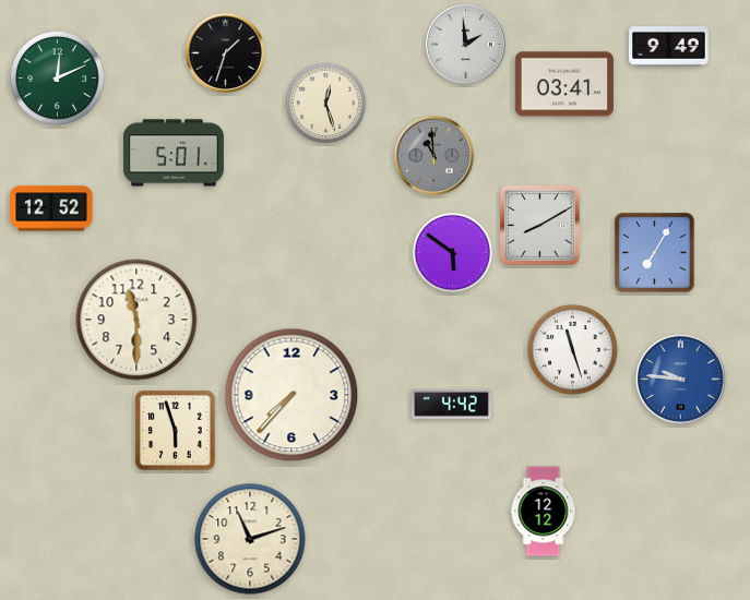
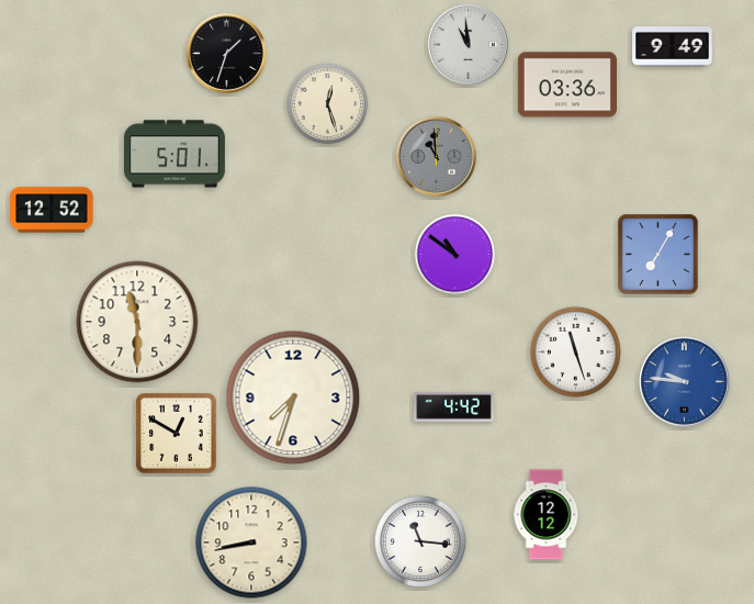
clock at (465, 44): 1:59 -> 10:59
clock at (57, 77): 12:11 -> none
clock at (564, 84): 03:41 -> 03:36
clock at (540, 226): 8:10 -> none
clock at (453, 253): 5:51 -> 10:51
clock at (291, 395): 7:37 -> 7:33
clock at (176, 431): 5:57 -> 12:50
clock at (420, 541): none -> 11:16
clock at (250, 539): 11:12 -> 8:43
